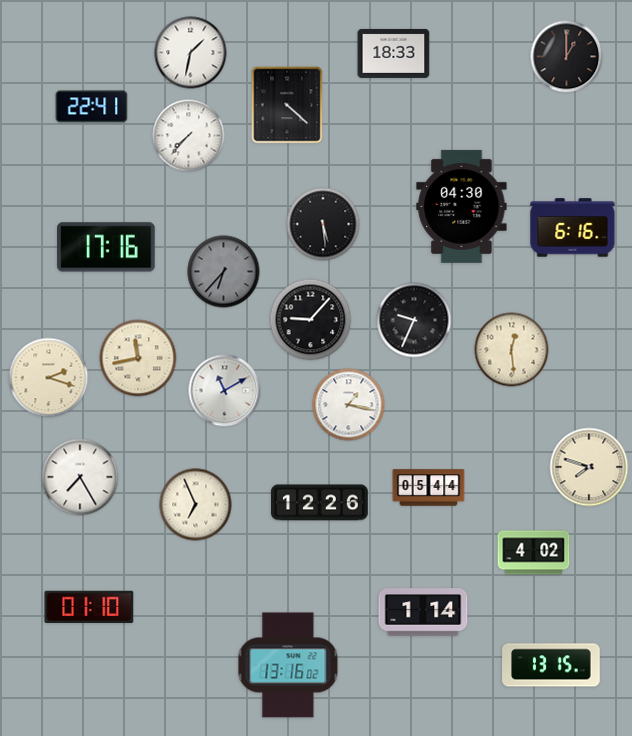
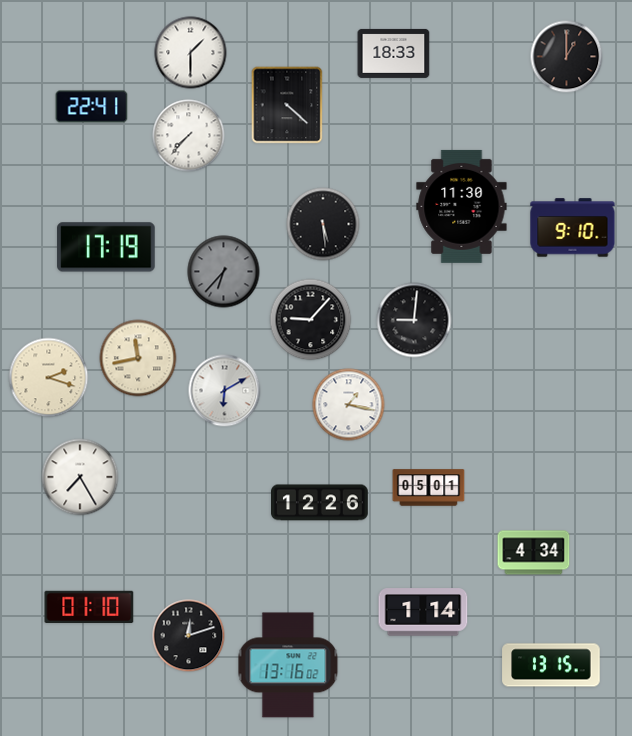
clock at (191, 53): 1:32 -> 1:30
clock at (462, 206): 04:30 -> 11:30
clock at (573, 228): 6:16 -> 9:10
clock at (106, 247): 17:16 -> 17:19
clock at (414, 320): 9:34 -> 9:01
clock at (512, 350): 12:29 -> none
clock at (225, 391): 11:10 -> 6:10
clock at (589, 467): 7:48 -> none
clock at (429, 488): 05:44 -> 05:01
clock at (196, 505): 6:56 -> none
clock at (534, 553): 4:02 -> 4:34
clock at (189, 636): none -> 12:12
